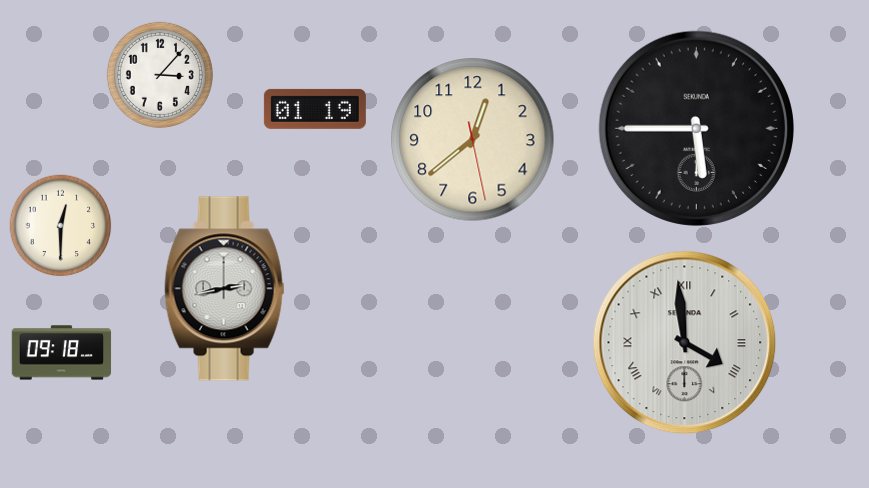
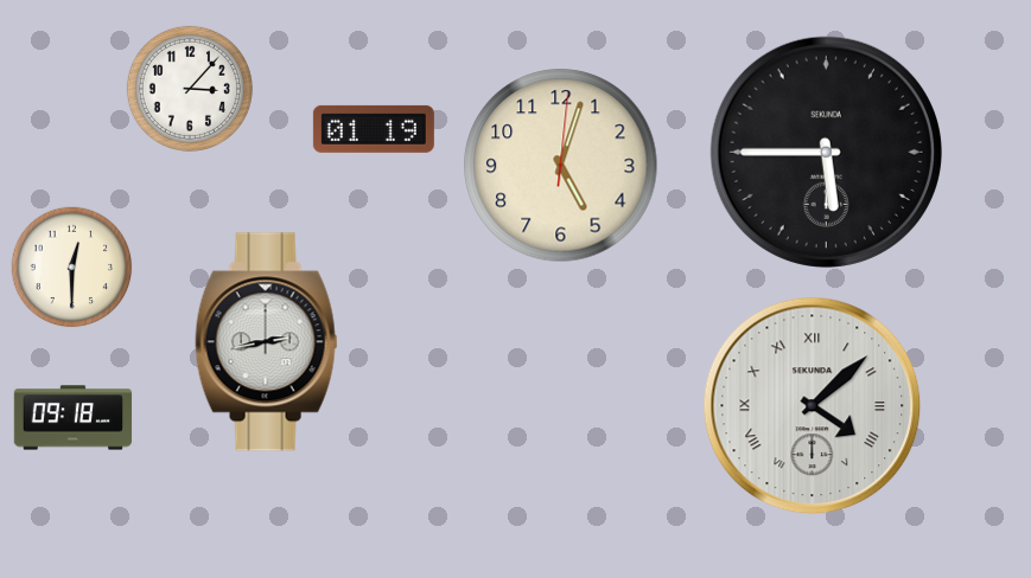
clock at (473, 140): 12:38 -> 5:03
clock at (685, 343): 3:59 -> 4:08
